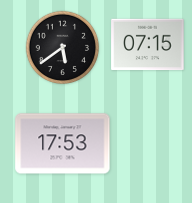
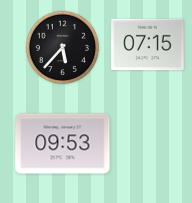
clock at (63, 48): 5:39 -> 5:37
clock at (63, 144): 17:53 -> 09:53
